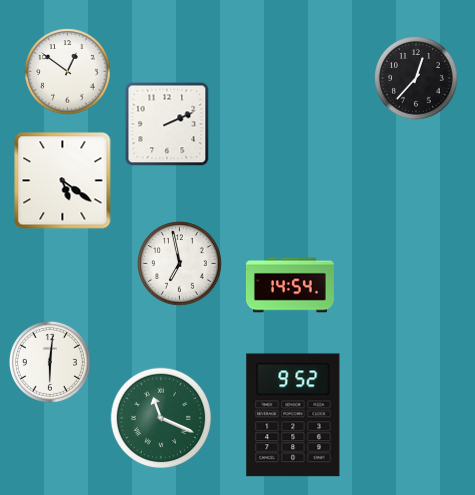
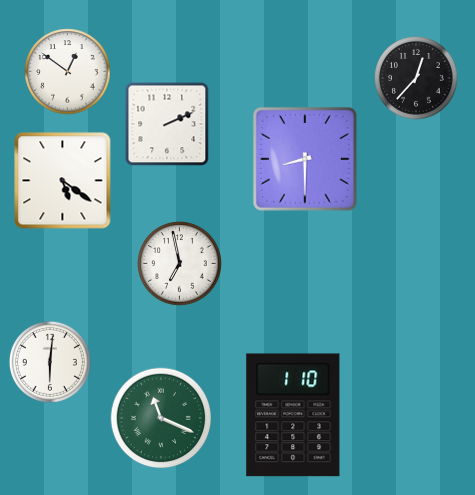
clock at (305, 159): none -> 8:30
clock at (290, 285): 14:54 -> none
clock at (293, 415): 9:52 -> 1:10
